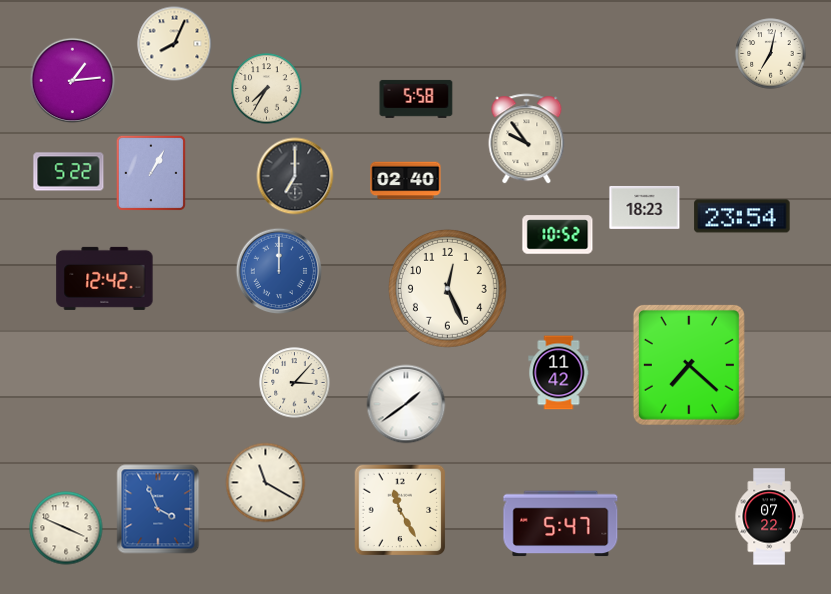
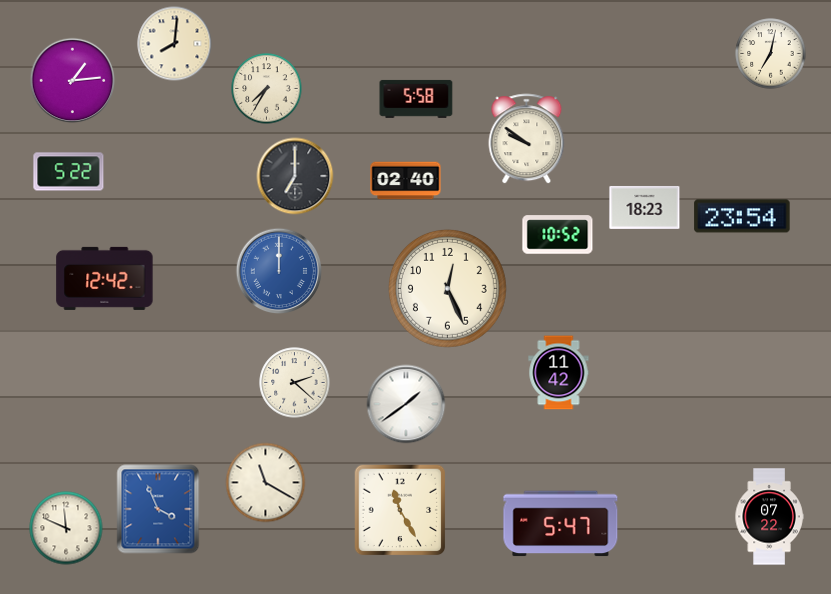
clock at (175, 44): 8:04 -> 8:01
clock at (527, 139): 9:54 -> 9:51
clock at (151, 173): 1:05 -> none
clock at (689, 365): 7:22 -> none
clock at (295, 383): 3:07 -> 2:22
clock at (66, 528): 3:49 -> 11:49
